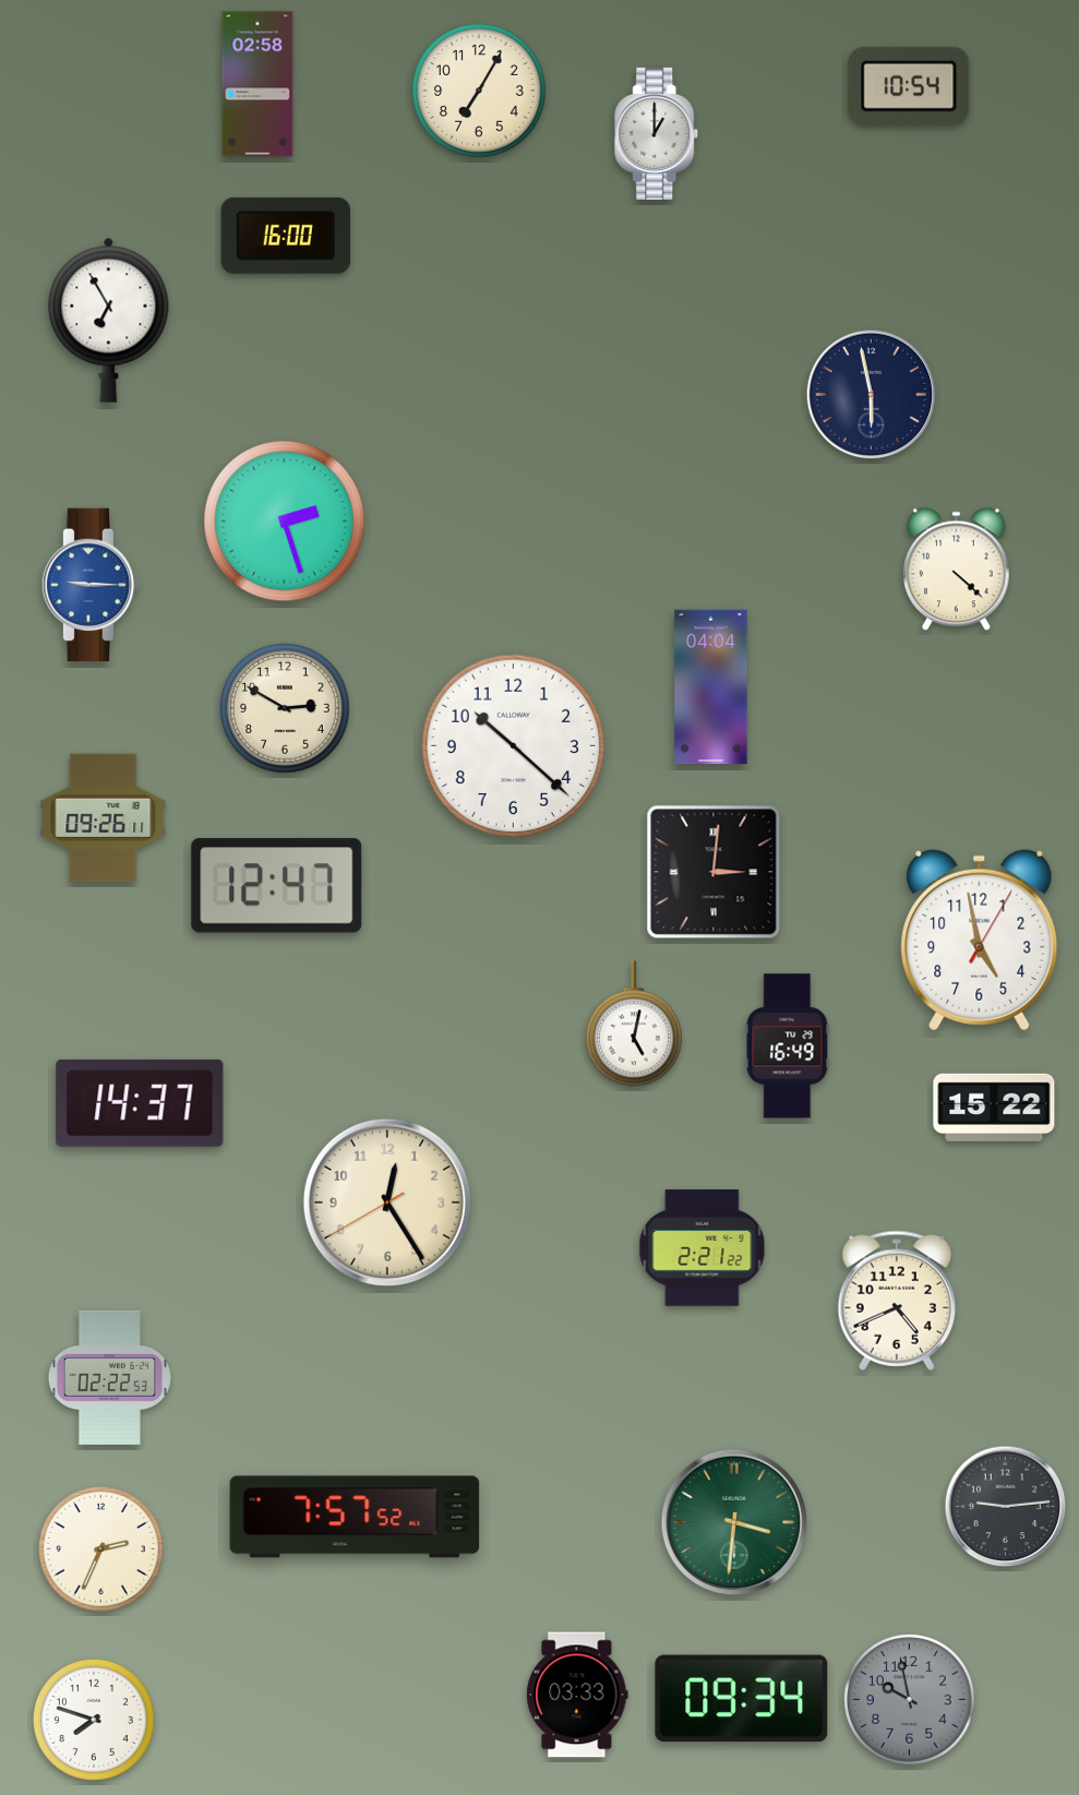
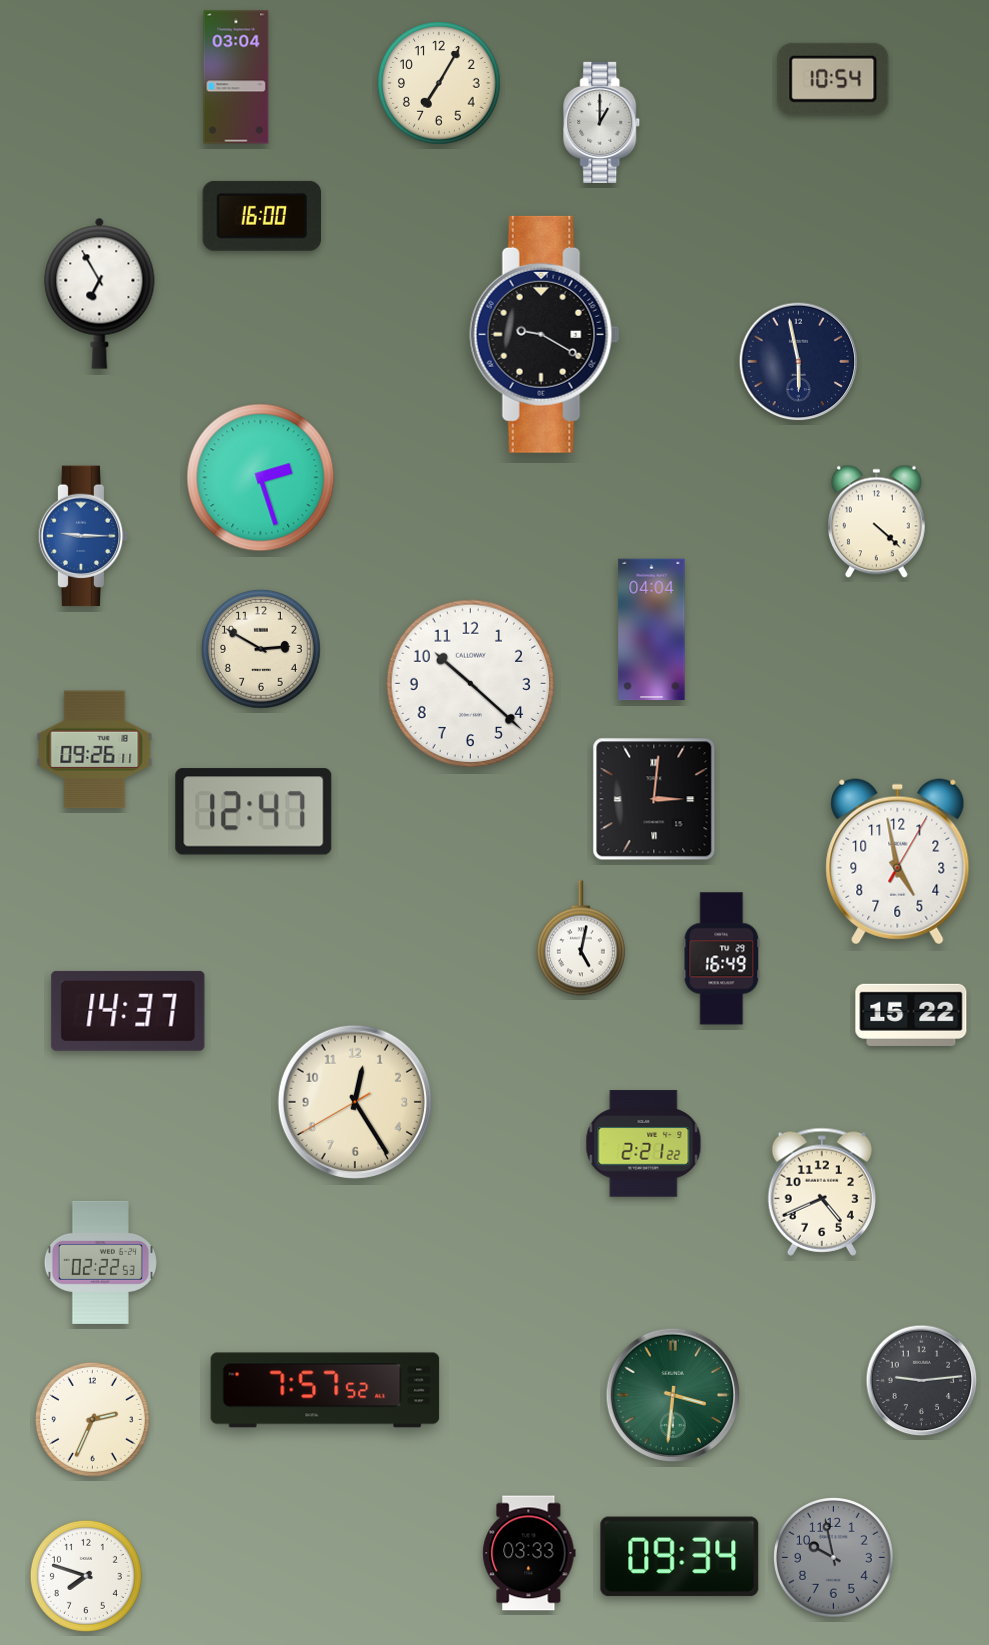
clock at (257, 84): 02:58 -> 03:04
clock at (545, 334): none -> 9:20
